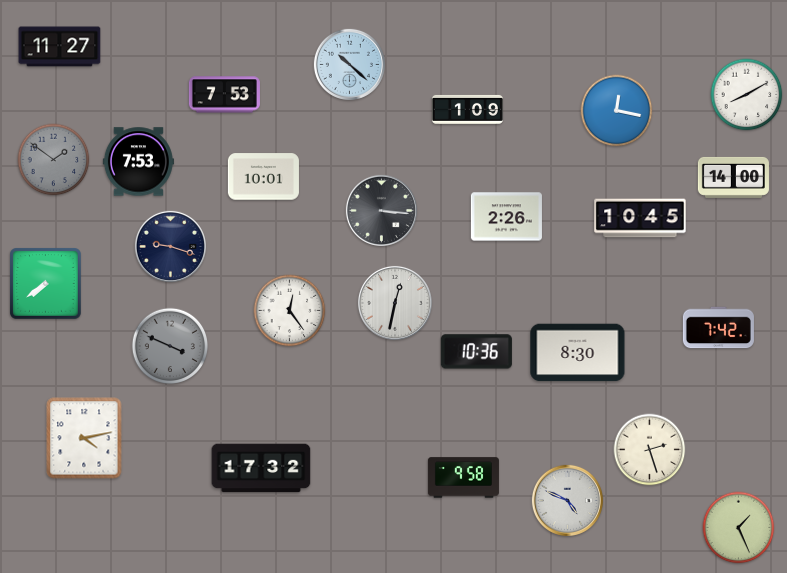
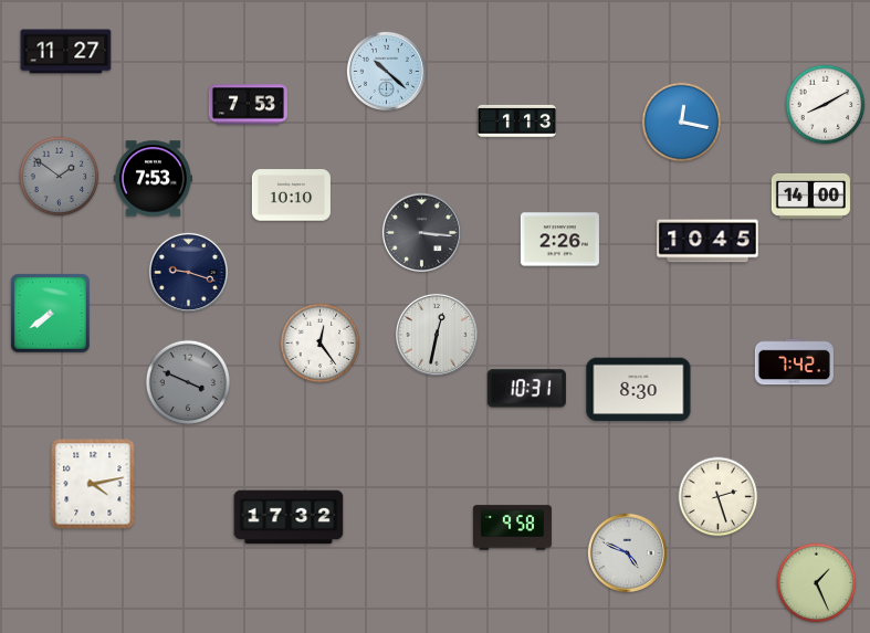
clock at (467, 109): 1:09 -> 1:13
clock at (263, 177): 10:01 -> 10:10
clock at (476, 352): 10:36 -> 10:31
